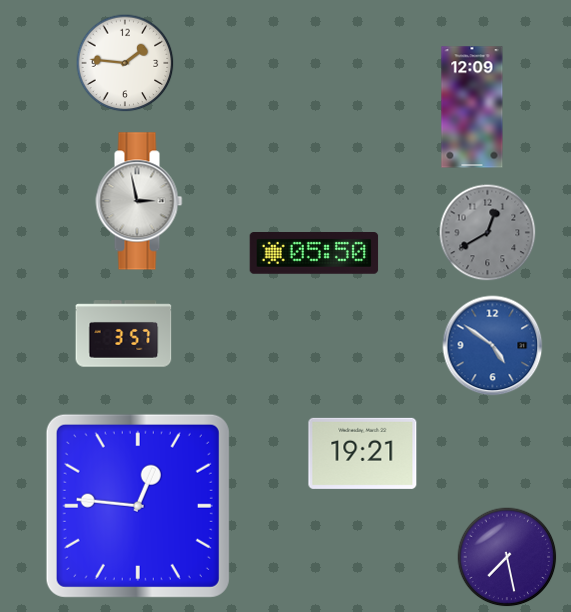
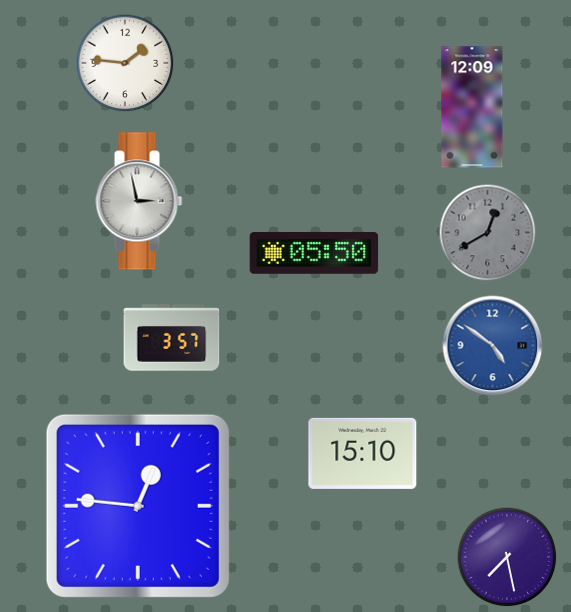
clock at (124, 334) position: (124, 334) -> (172, 338)
clock at (363, 453): 19:21 -> 15:10
